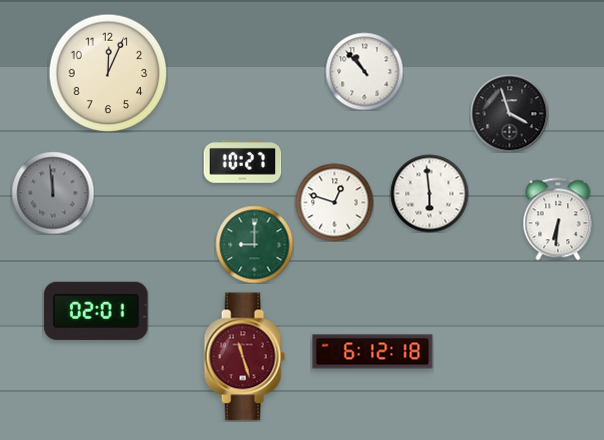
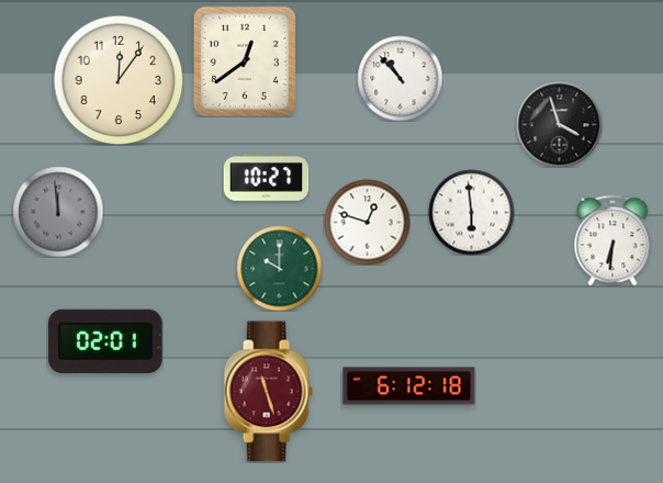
clock at (245, 61): none -> 12:39
clock at (108, 73): 12:04 -> 12:06
clock at (254, 244): 9:00 -> 10:00
